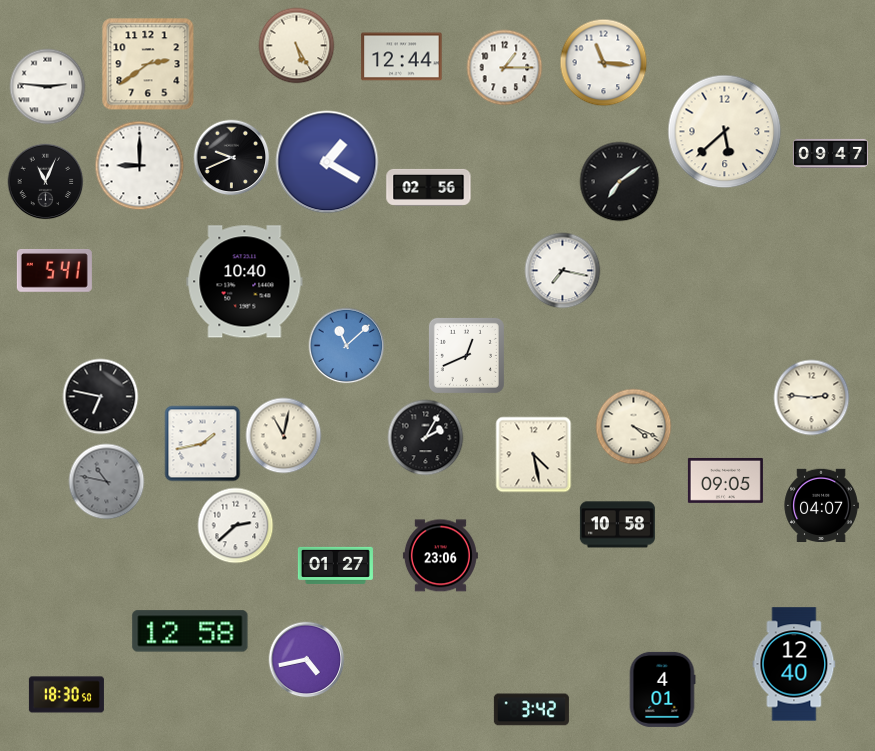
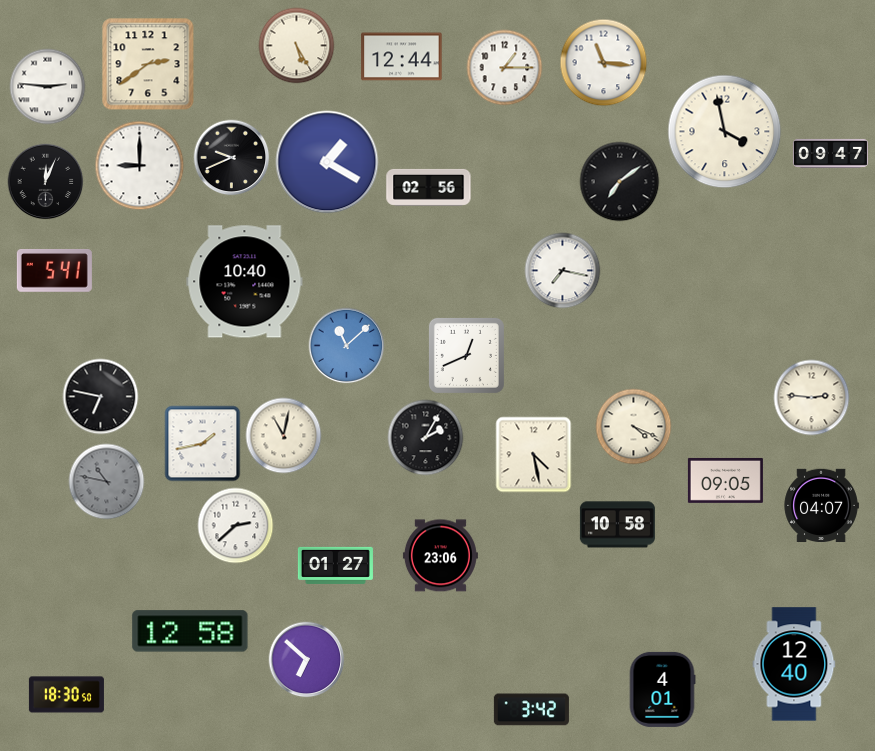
clock at (725, 132): 5:38 -> 3:58
clock at (46, 182): 11:04 -> 12:04
clock at (307, 660): 4:43 -> 6:52
